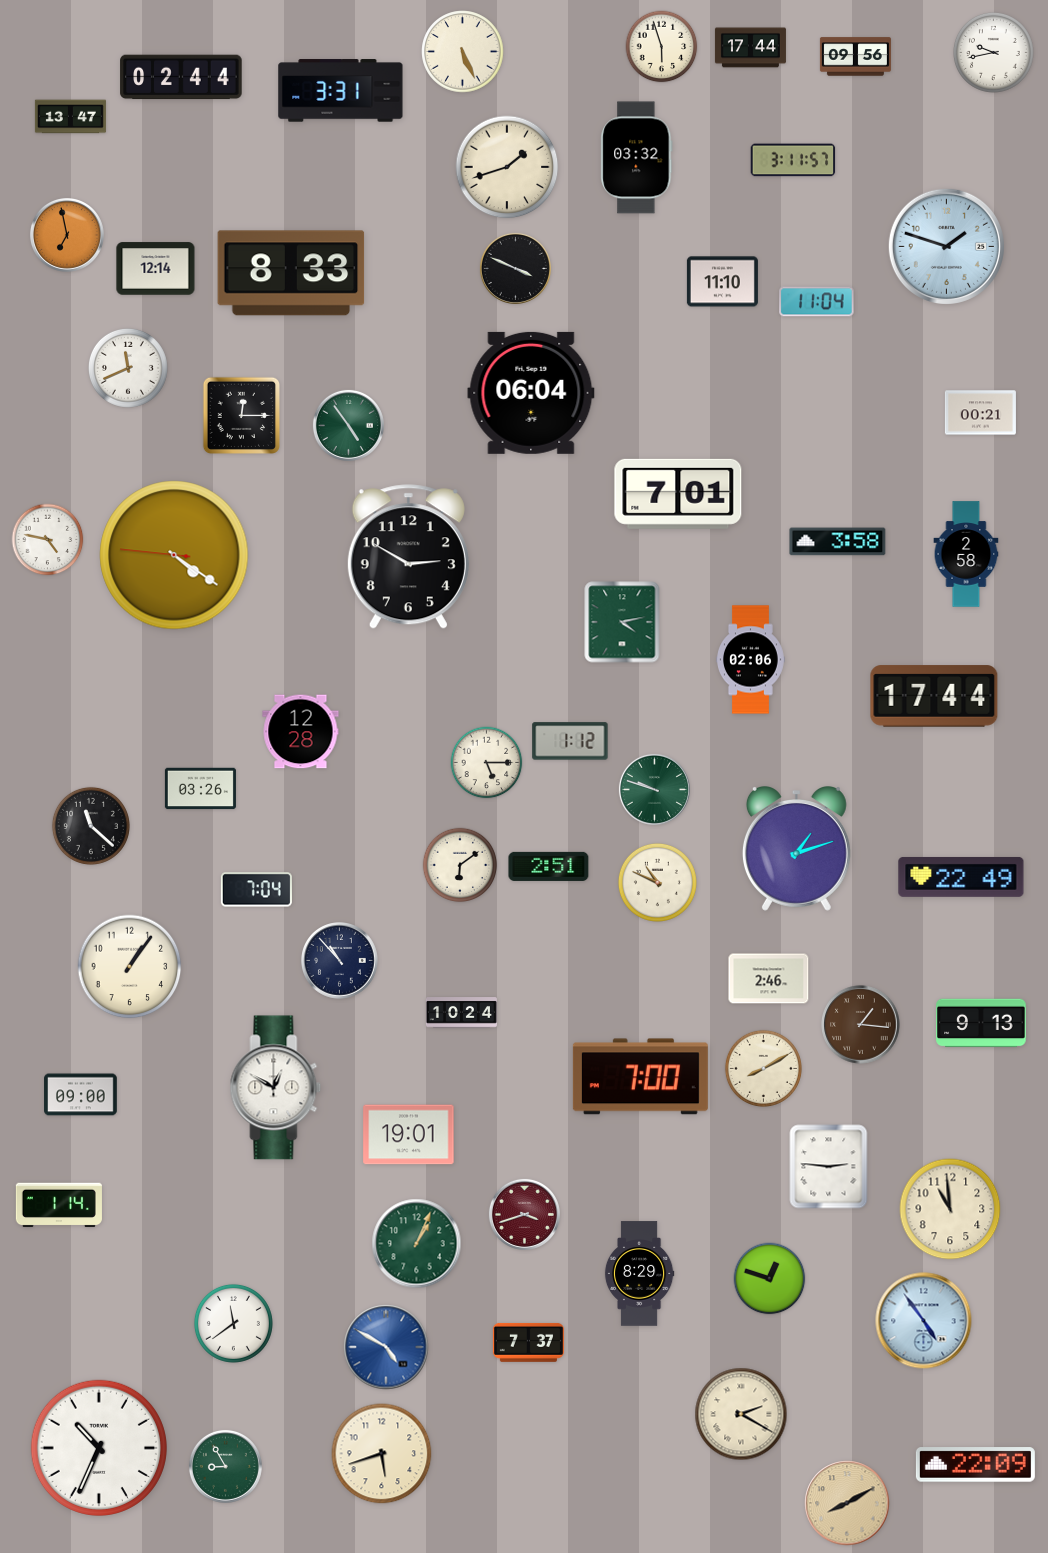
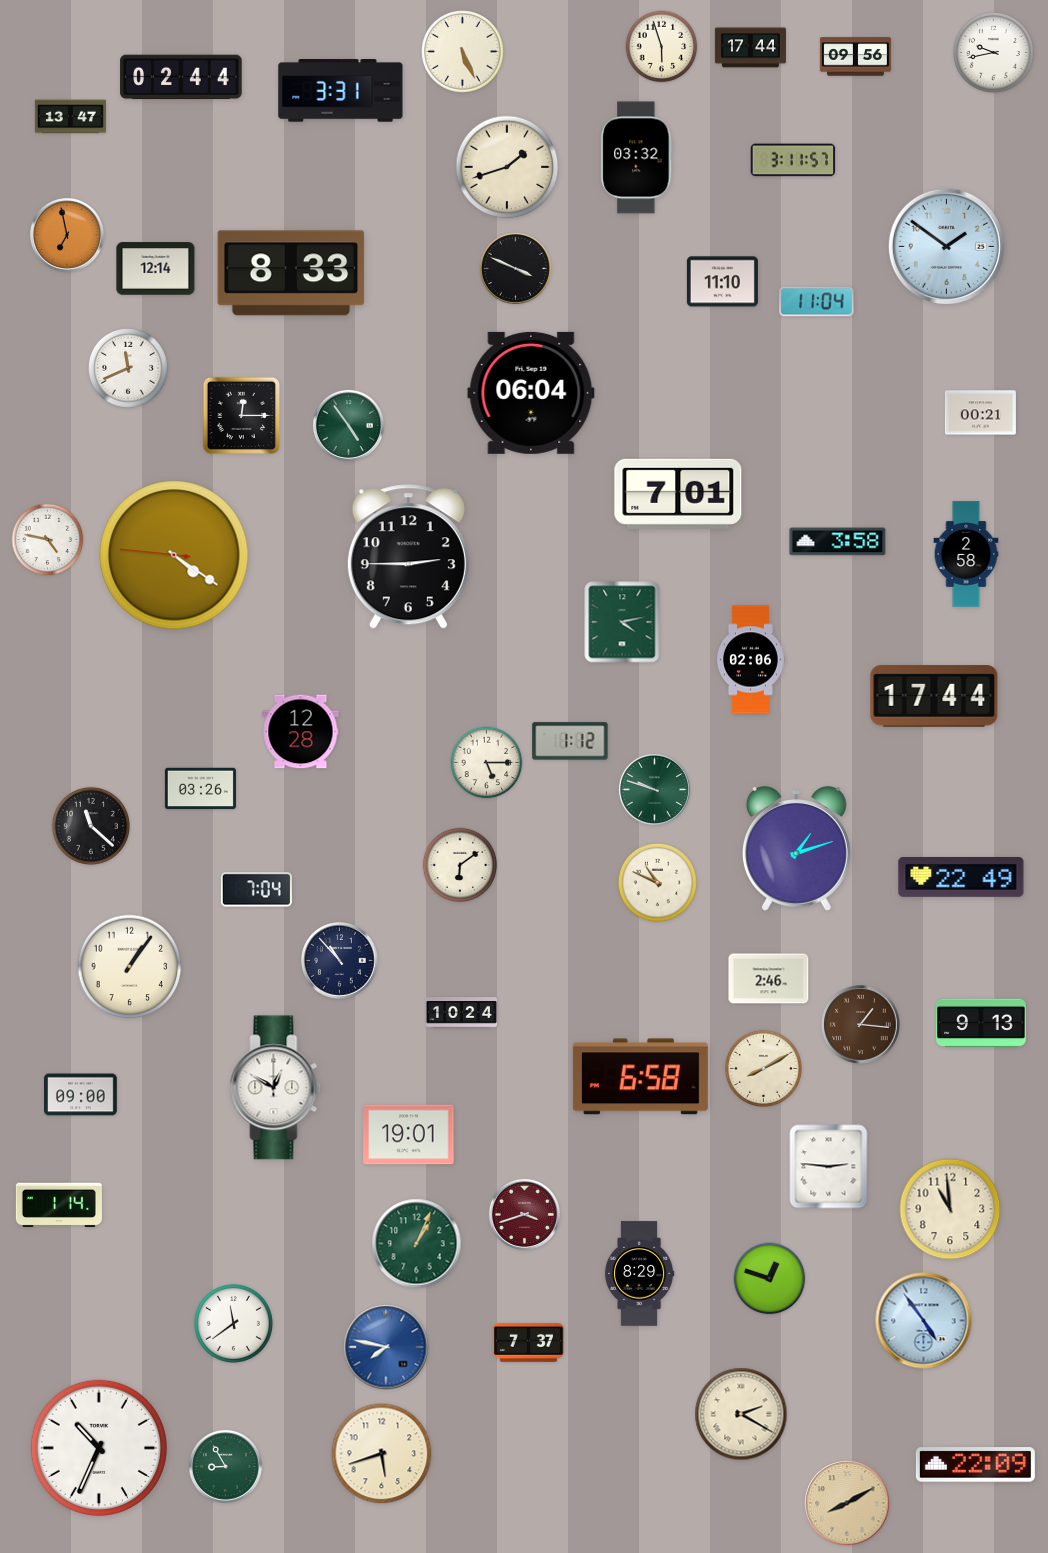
clock at (946, 246): 1:48 -> 1:51
clock at (408, 557): 2:50 -> 2:45
clock at (549, 866): 2:51 -> none
clock at (640, 1077): 7:00 -> 6:58
clock at (386, 1347): 4:50 -> 7:47
